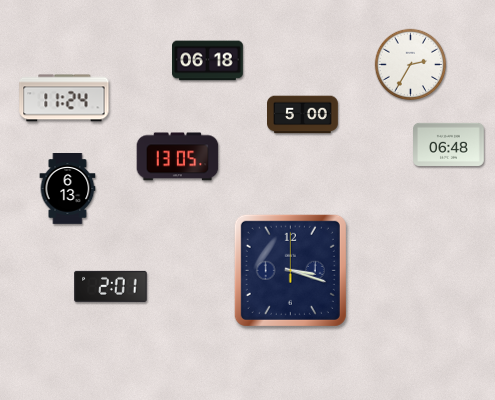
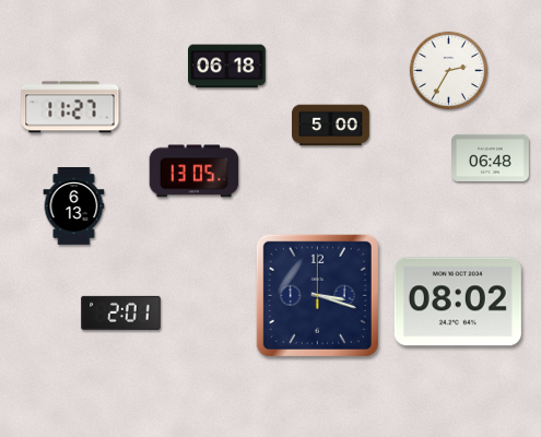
clock at (64, 98): 11:24 -> 11:27
clock at (458, 302): none -> 08:02
